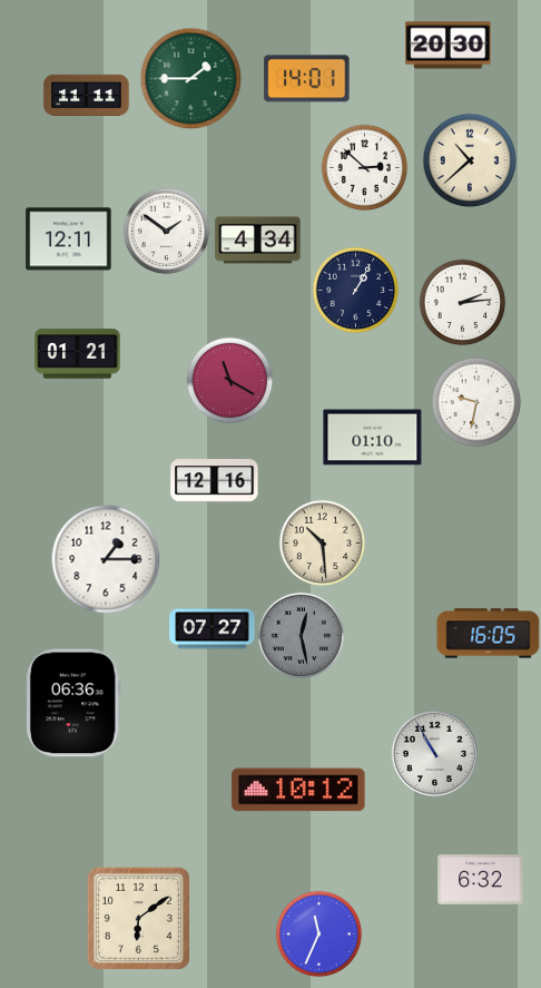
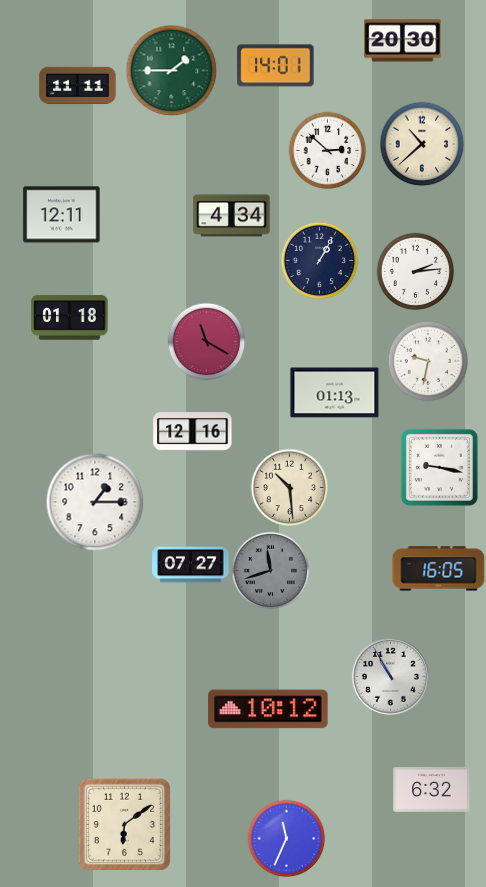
clock at (307, 79) position: (307, 79) -> (276, 66)
clock at (166, 231): 1:51 -> none
clock at (78, 354): 01:21 -> 01:18
clock at (373, 438): 01:10 -> 01:13
clock at (439, 467): none -> 9:17
clock at (301, 635): 12:28 -> 11:42
clock at (73, 703): 06:36 -> none
